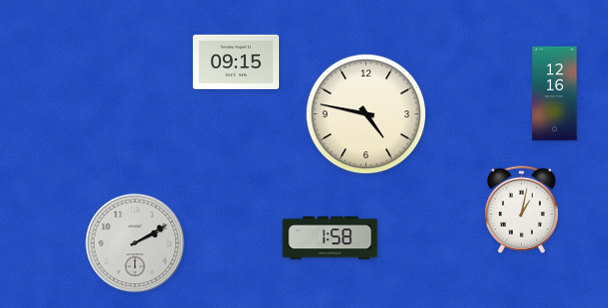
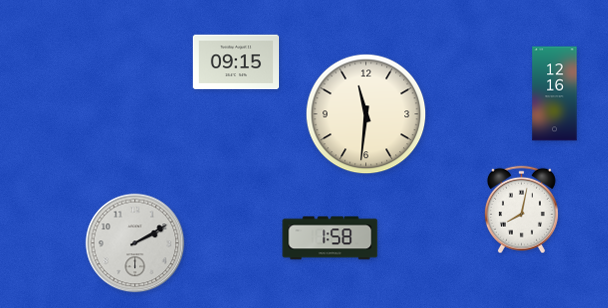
clock at (366, 114): 4:47 -> 11:31
clock at (521, 210): 1:02 -> 8:02
